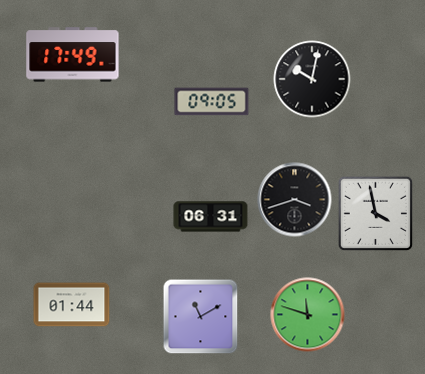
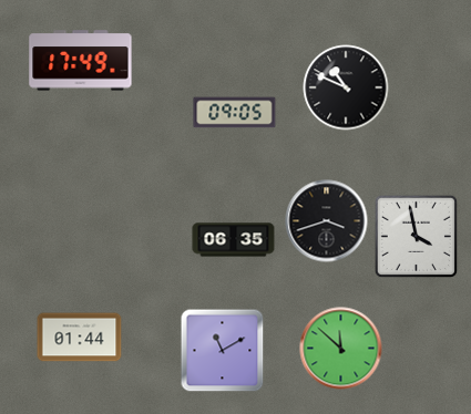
clock at (312, 79): 10:02 -> 10:49
clock at (211, 217): 06:31 -> 06:35
clock at (308, 315): 11:48 -> 11:52
